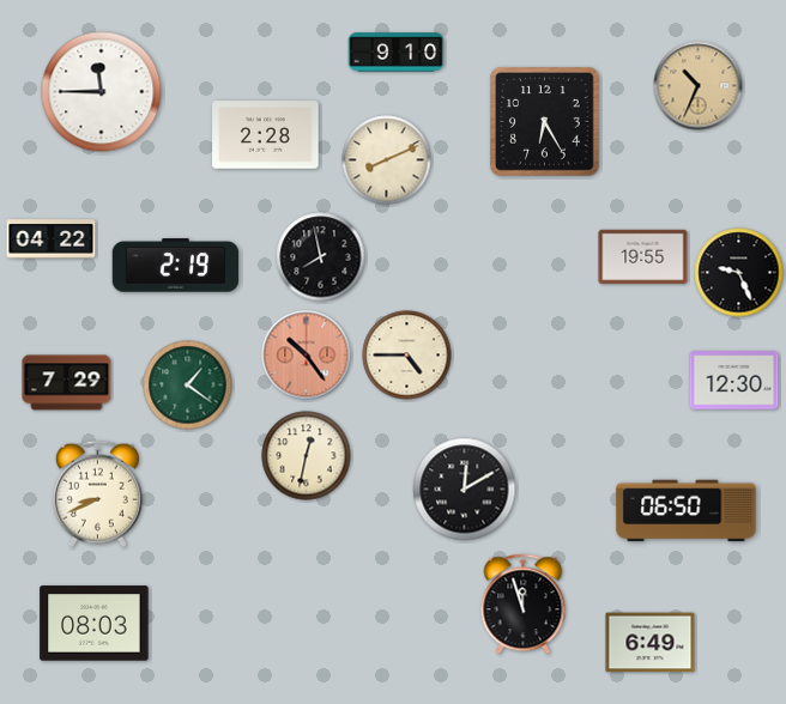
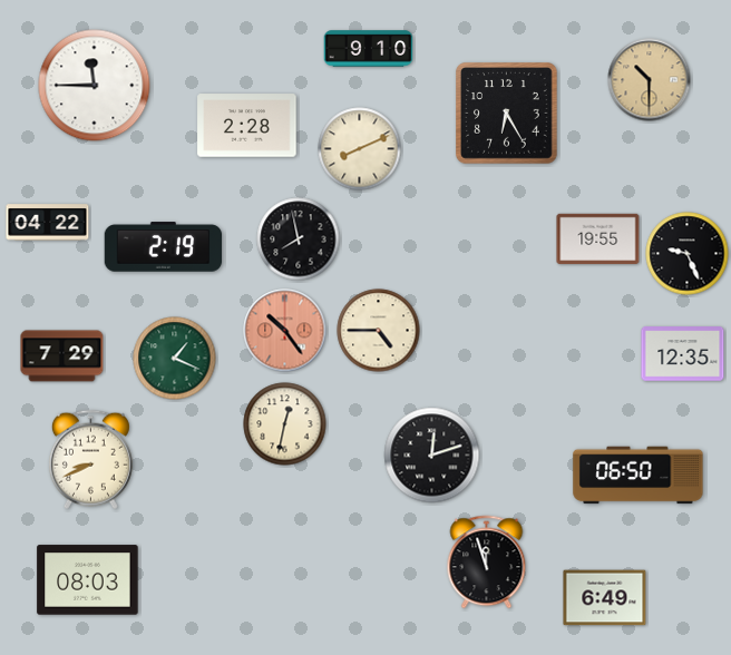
clock at (699, 86): 10:34 -> 10:30
clock at (734, 381): 12:30 -> 12:35
clock at (188, 386): 1:21 -> 1:19
clock at (465, 490): 12:10 -> 12:12
